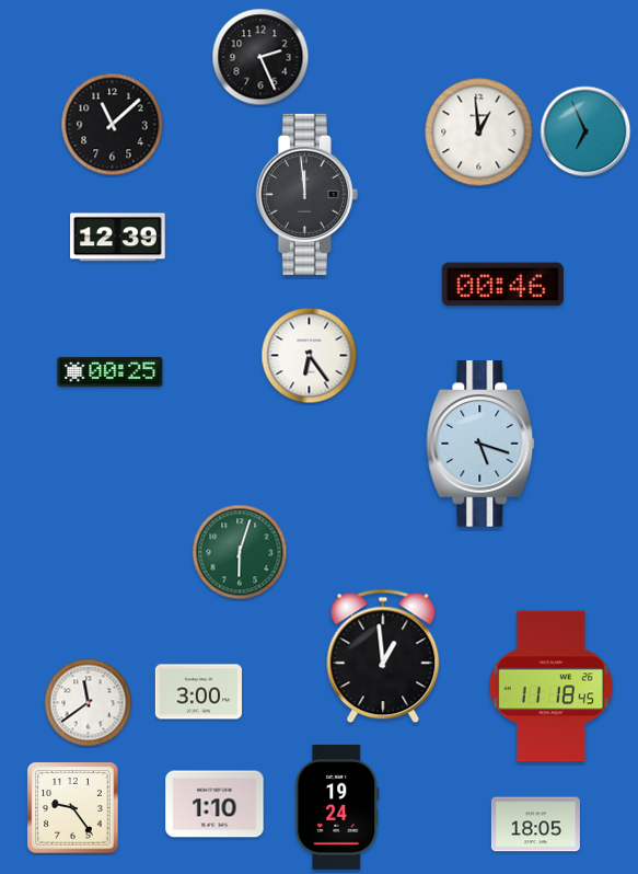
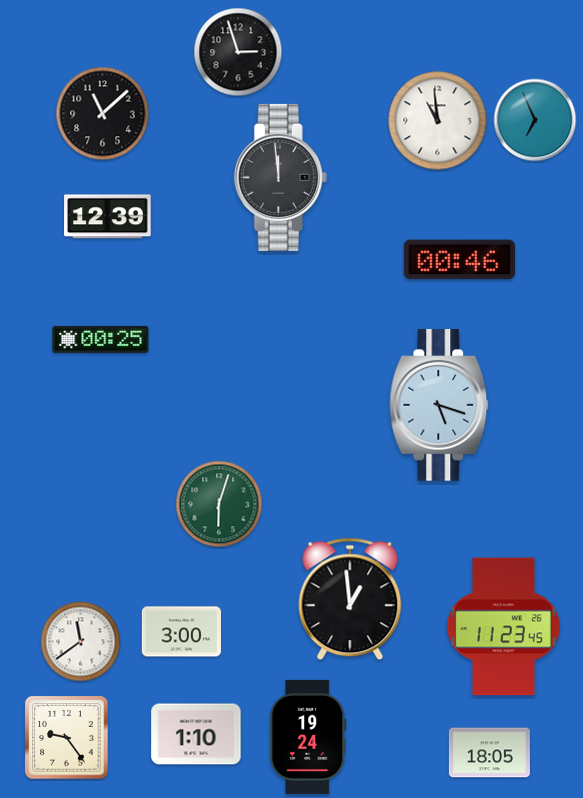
clock at (260, 57): 2:26 -> 2:57
clock at (479, 133): 12:59 -> 10:59
clock at (310, 356): 6:24 -> none
clock at (550, 687): 11:18 -> 11:23
